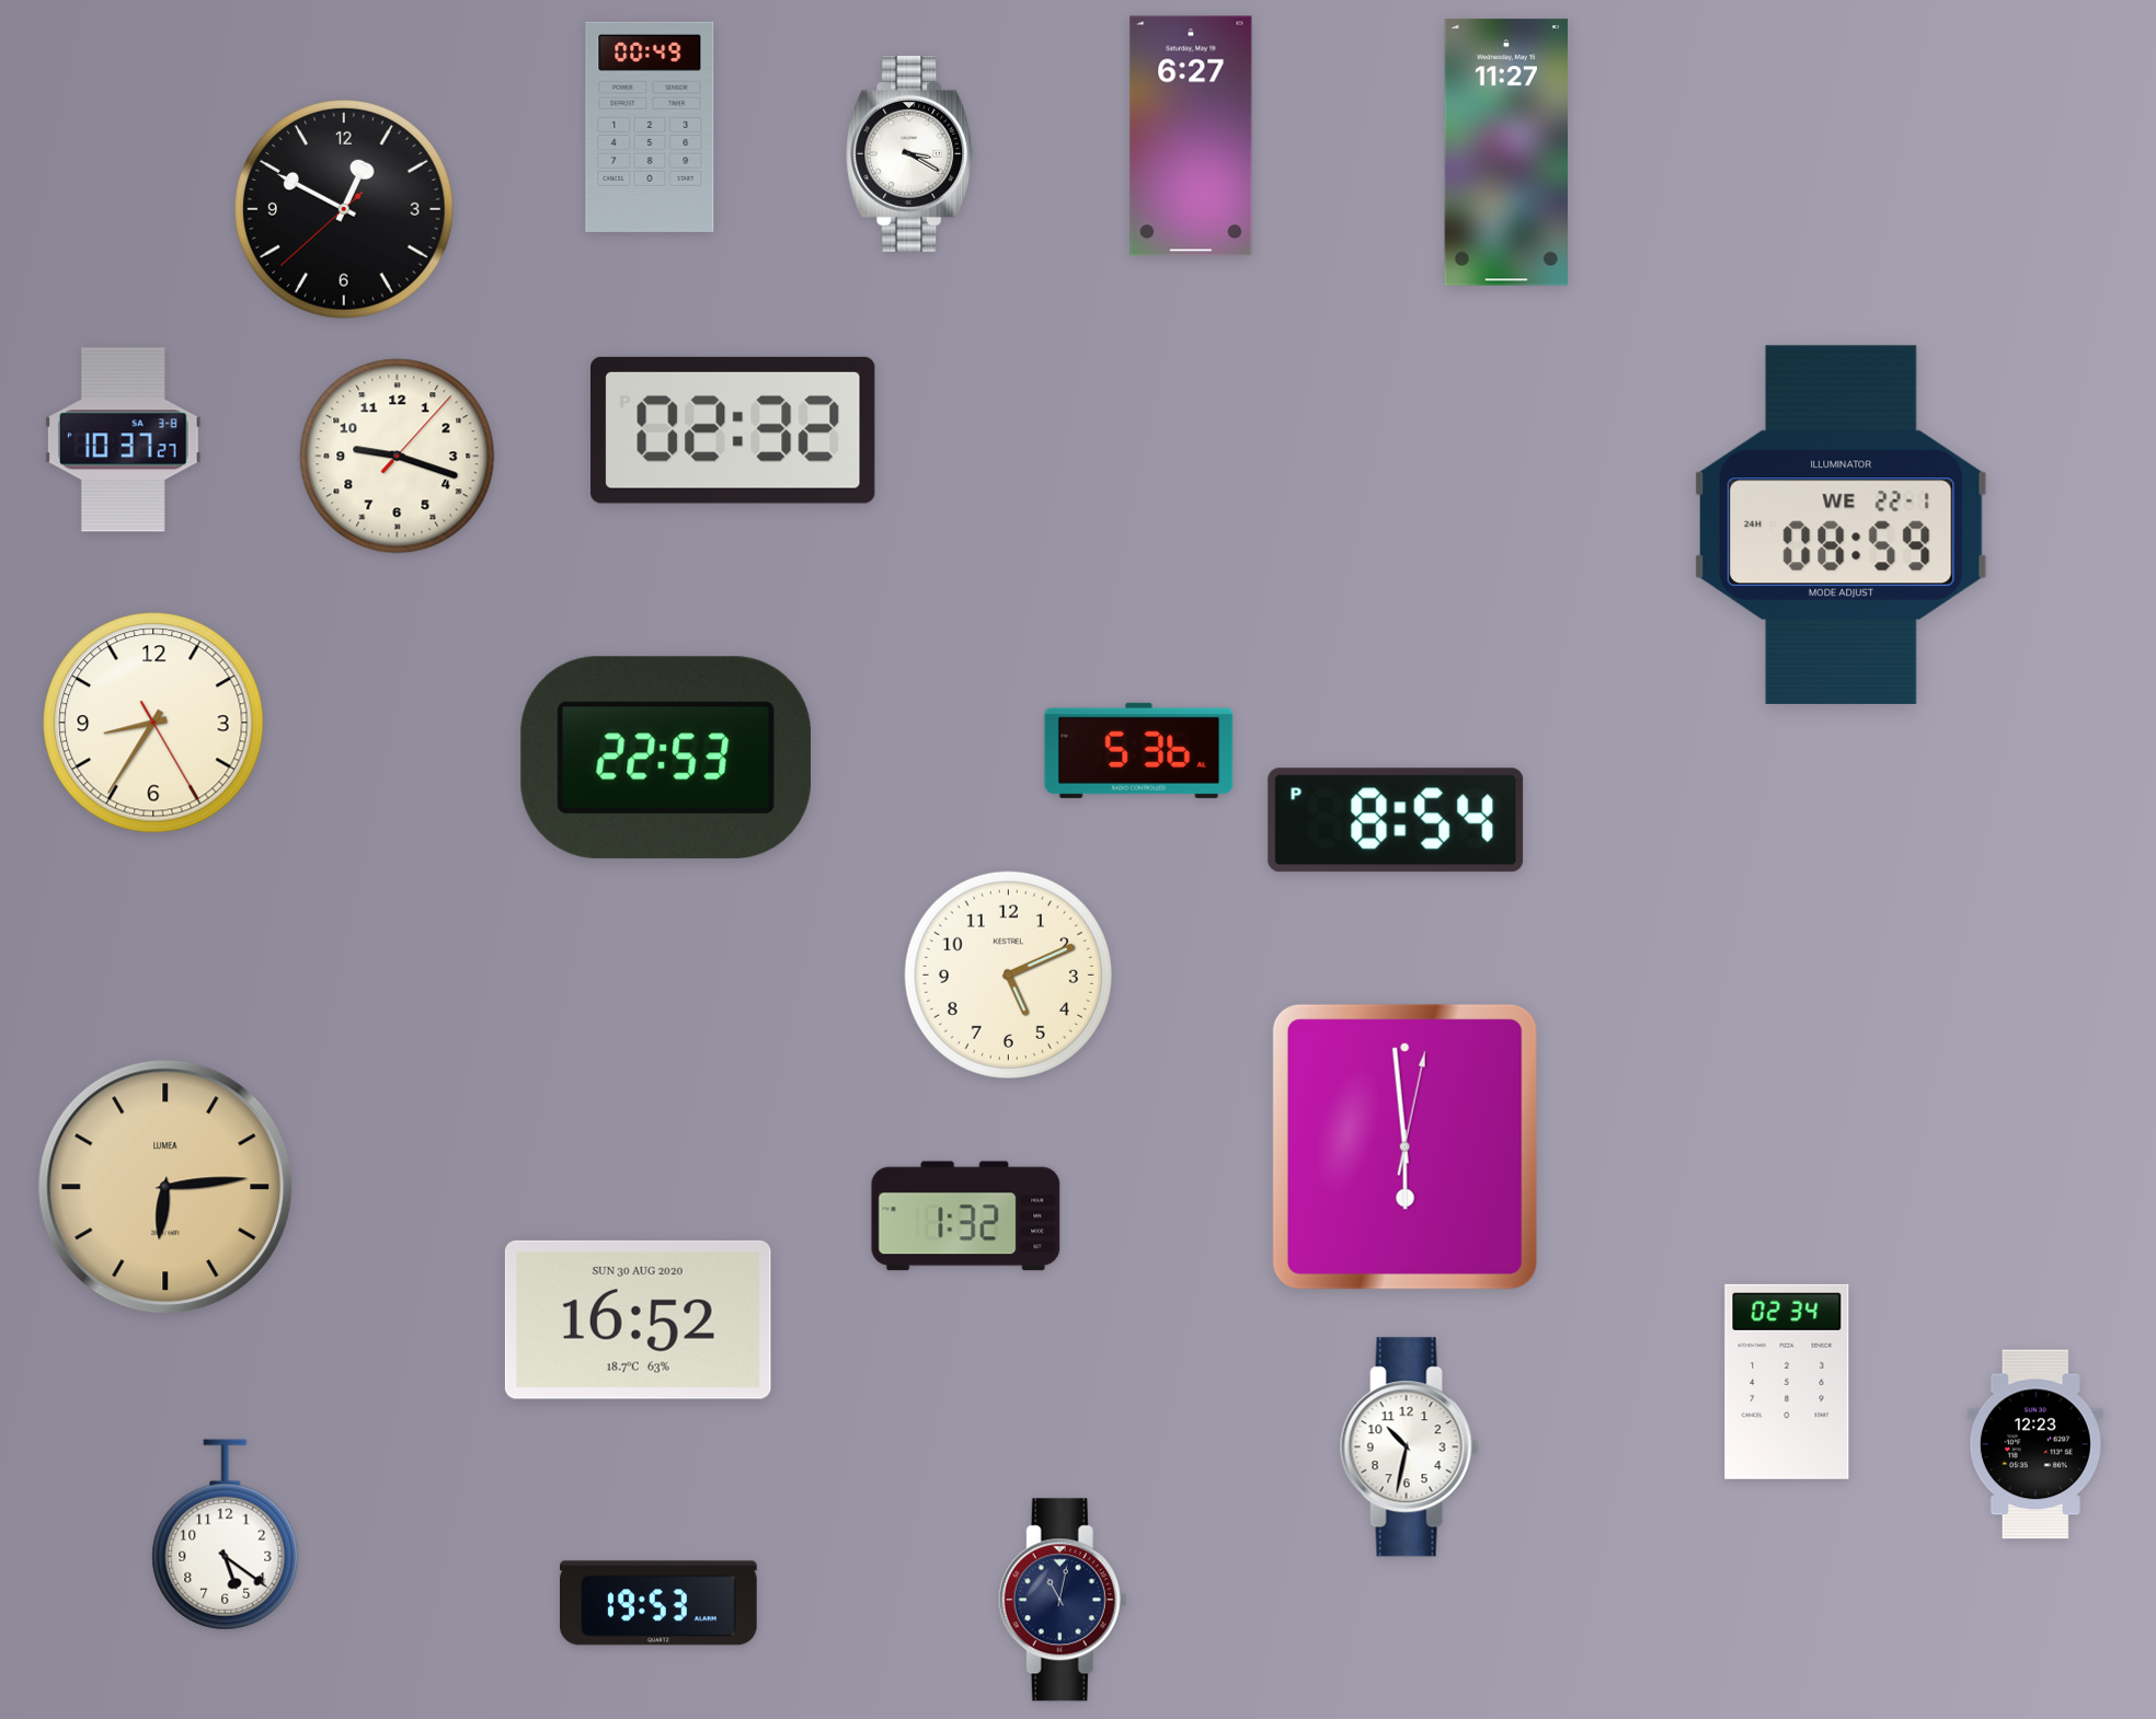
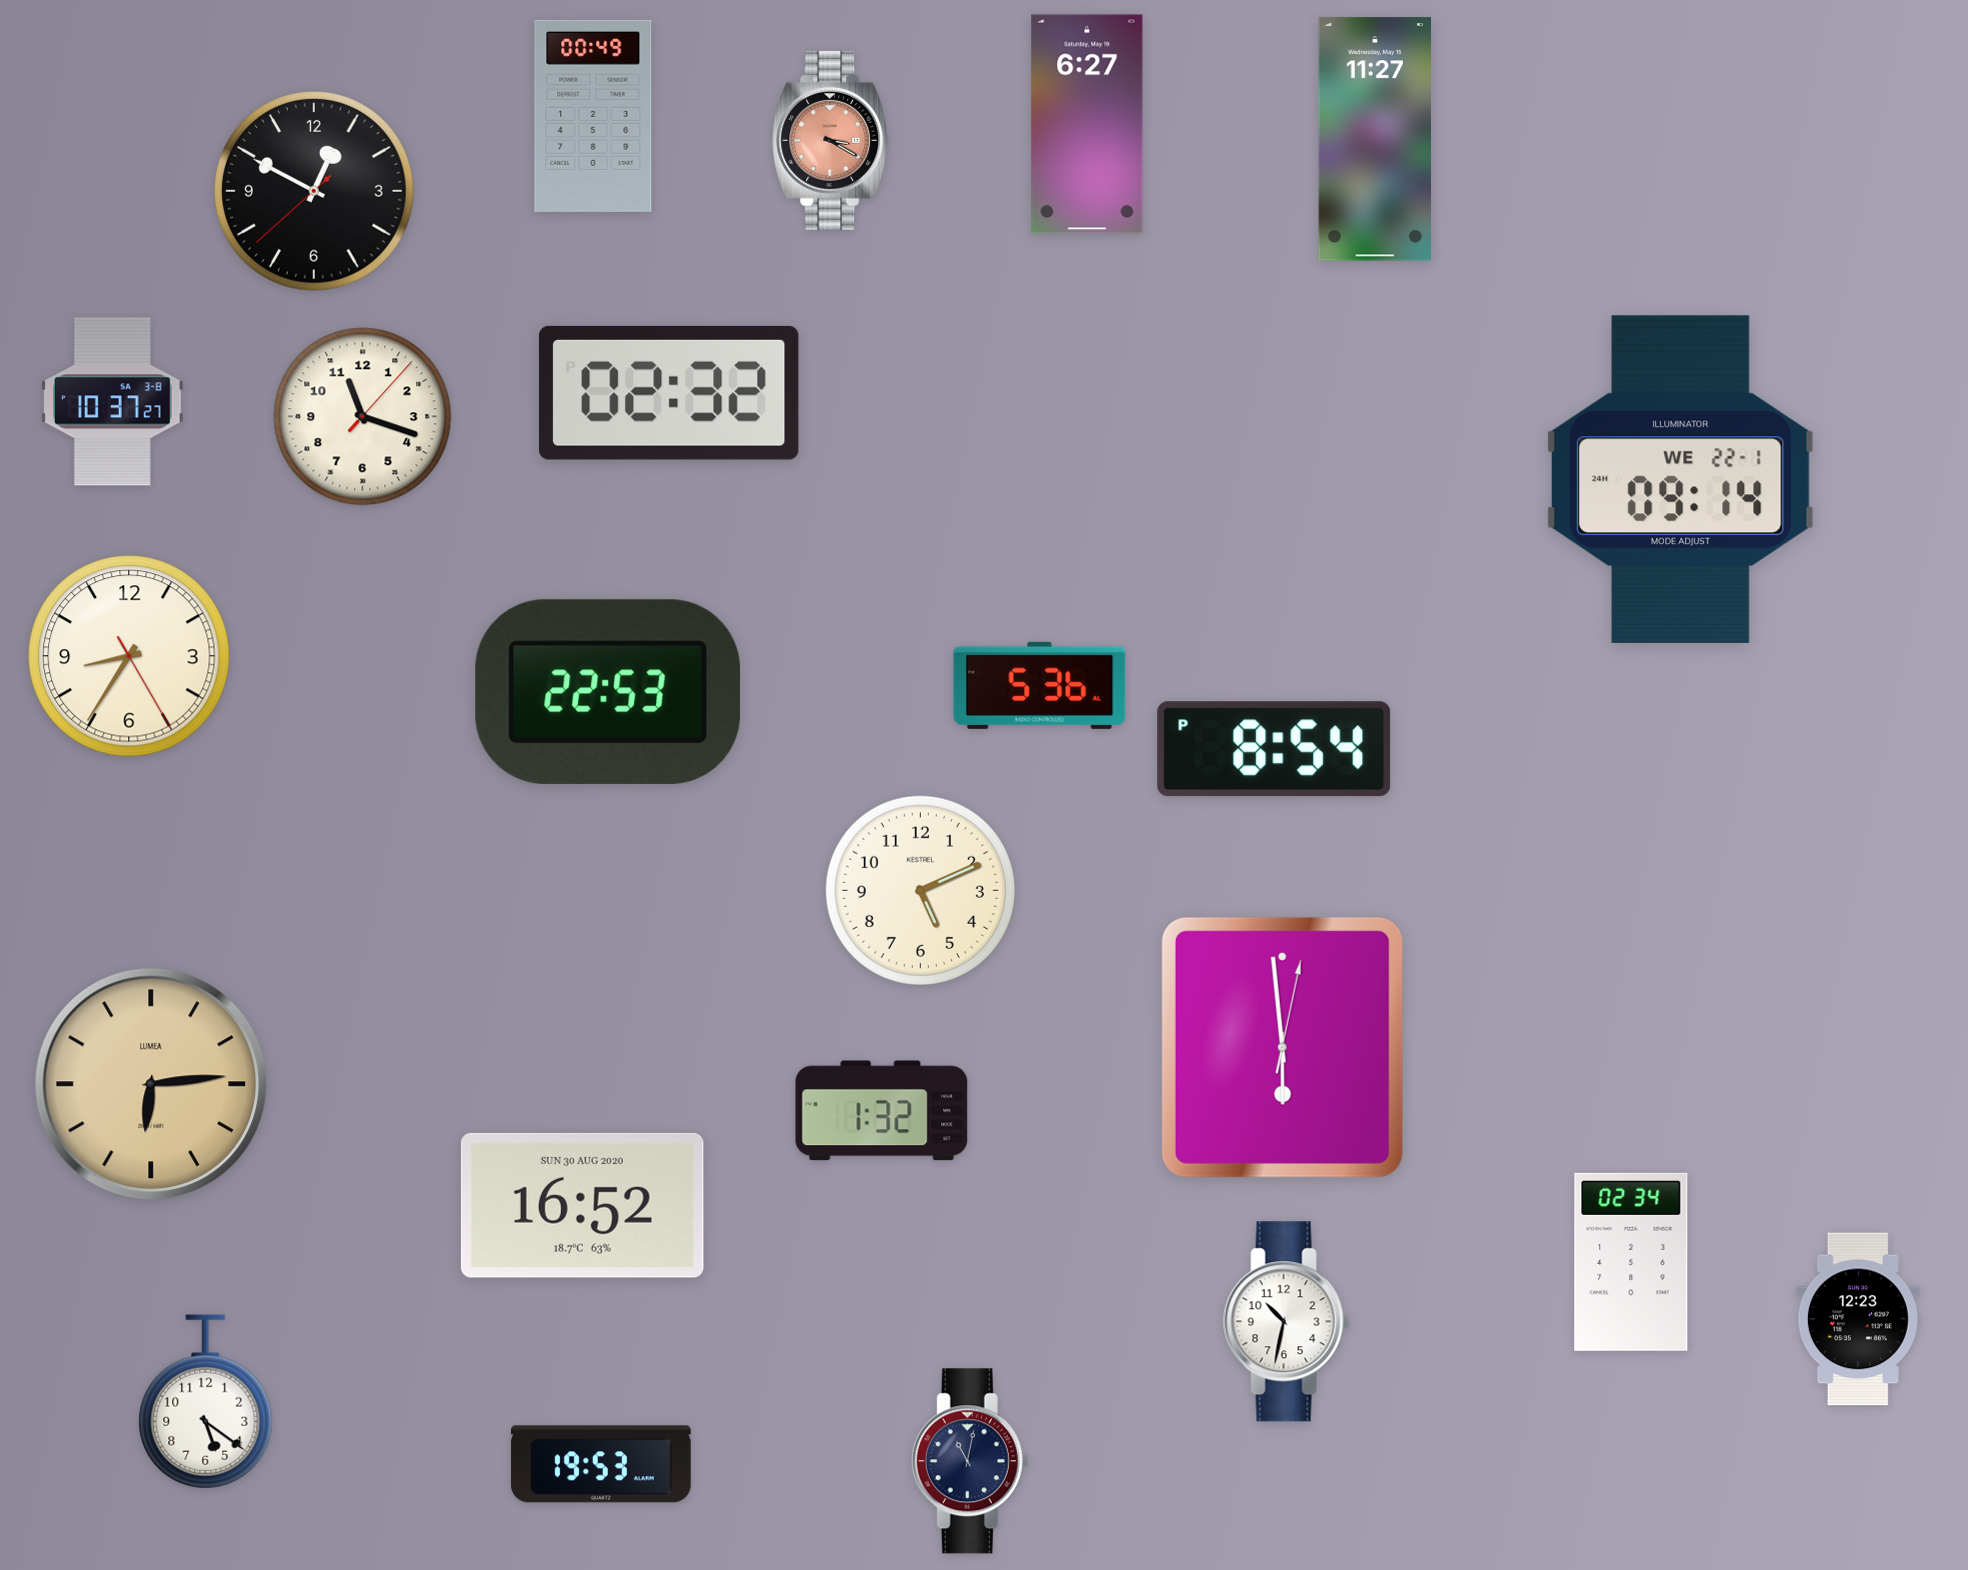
clock at (910, 153) dial: white -> salmon
clock at (398, 457): 9:18 -> 11:18
clock at (1840, 524): 08:59 -> 09:14
clock at (153, 723) position: (153, 723) -> (129, 656)
